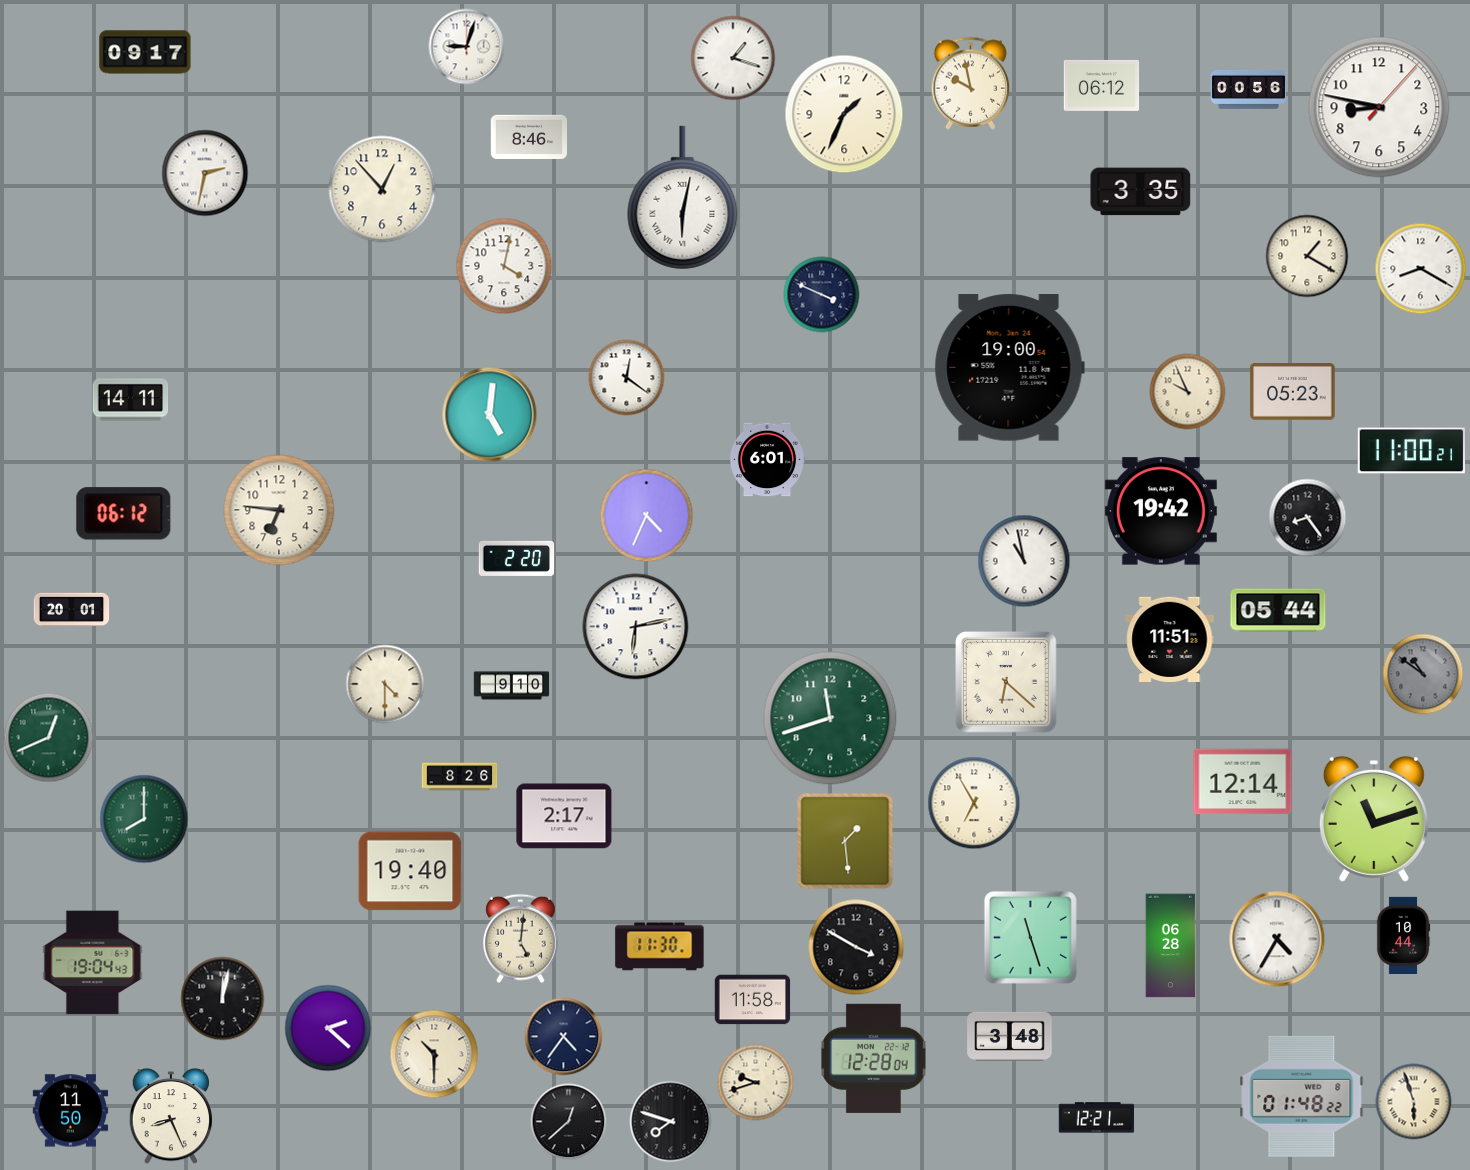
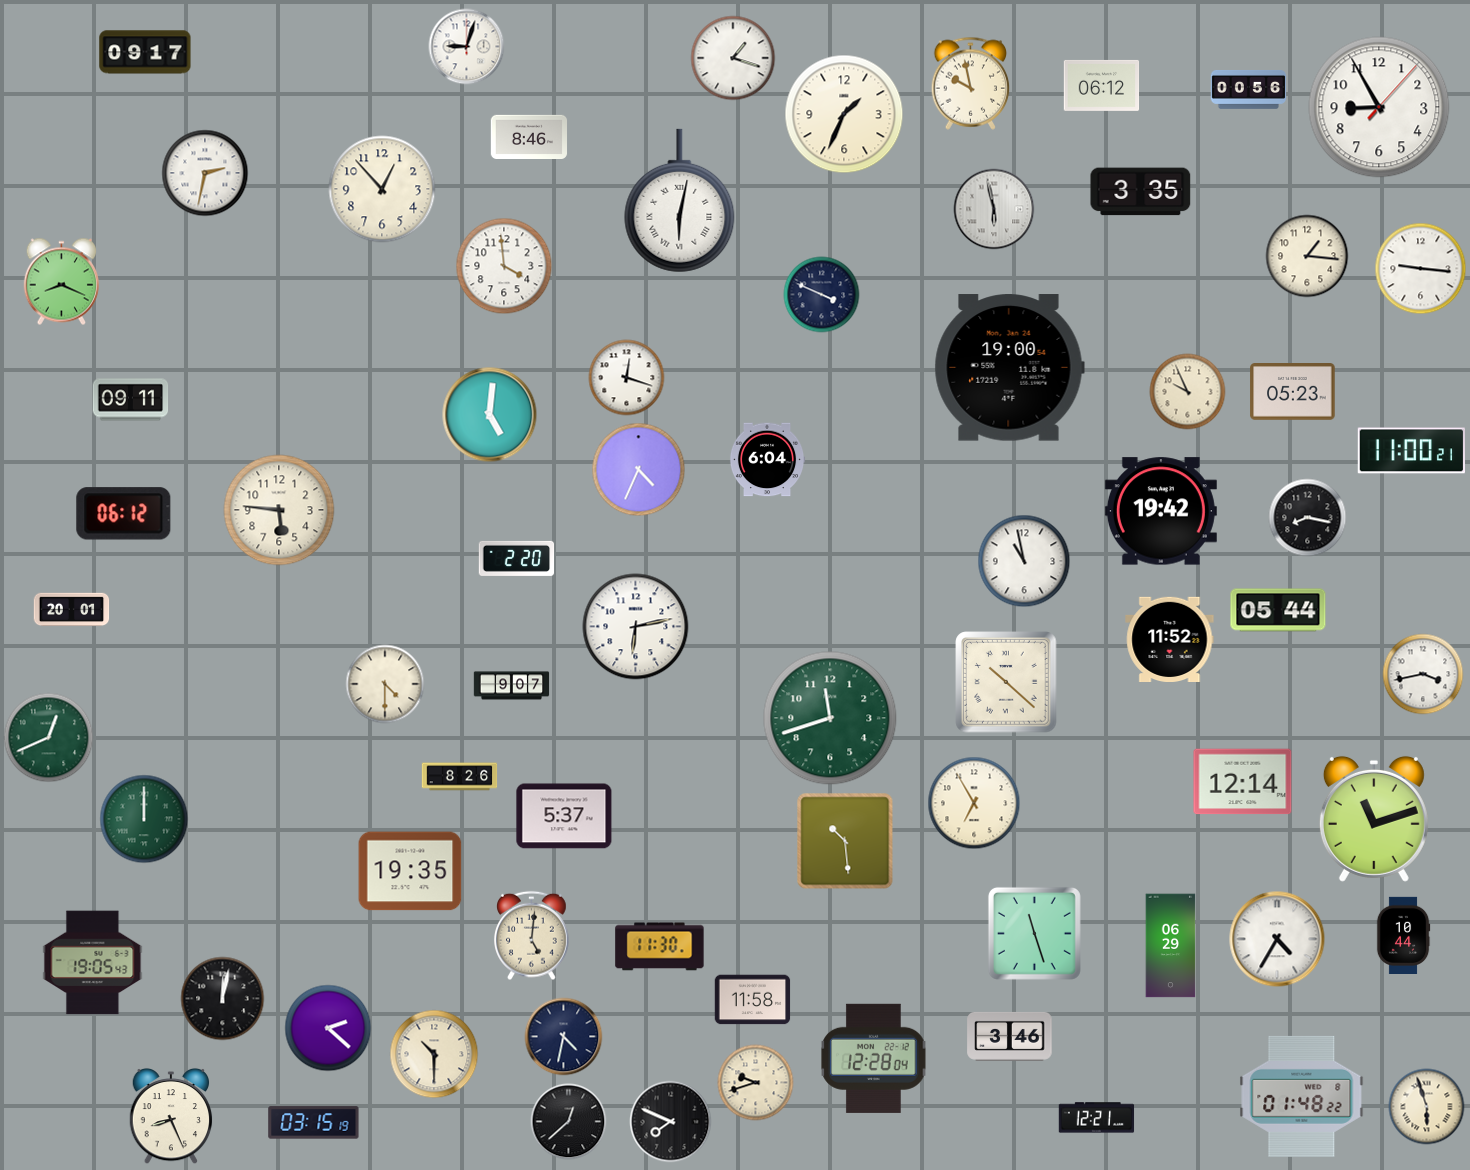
clock at (1379, 107): 8:47 -> 8:55
clock at (683, 198) position: (683, 198) -> (680, 201)
clock at (994, 209): none -> 5:58
clock at (1307, 256): 1:20 -> 1:16
clock at (504, 266): 4:02 -> 3:59
clock at (1421, 269): 8:20 -> 9:16
clock at (61, 282): none -> 8:19
clock at (627, 378): 12:21 -> 12:18
clock at (131, 400): 14:11 -> 09:11
clock at (767, 460): 6:01 -> 6:04
clock at (279, 510): 6:46 -> 5:46
clock at (647, 516) position: (647, 516) -> (639, 470)
clock at (1308, 518): 8:24 -> 8:17
clock at (1170, 639): 11:51 -> 11:52
clock at (1423, 674): 10:51 -> 3:43
clock at (1423, 674) dial: grey -> white
clock at (1006, 682): 6:22 -> 10:22
clock at (512, 686): 9:10 -> 9:07
clock at (564, 816): 2:17 -> 5:37
clock at (144, 819): 8:00 -> 12:00
clock at (845, 841): 1:29 -> 10:29
clock at (410, 871): 19:40 -> 19:35
clock at (1030, 937) position: (1030, 937) -> (1034, 933)
clock at (521, 939) position: (521, 939) -> (532, 936)
clock at (1171, 946): 06:28 -> 06:29
clock at (856, 947): 3:50 -> none
clock at (93, 963): 19:04 -> 19:05
clock at (1010, 1036): 3:48 -> 3:46
clock at (564, 1037): 4:36 -> 4:32
clock at (1414, 1102) position: (1414, 1102) -> (1427, 1107)
clock at (71, 1111): 11:50 -> none
clock at (671, 1122): 7:48 -> 7:49
clock at (314, 1123): none -> 03:15
